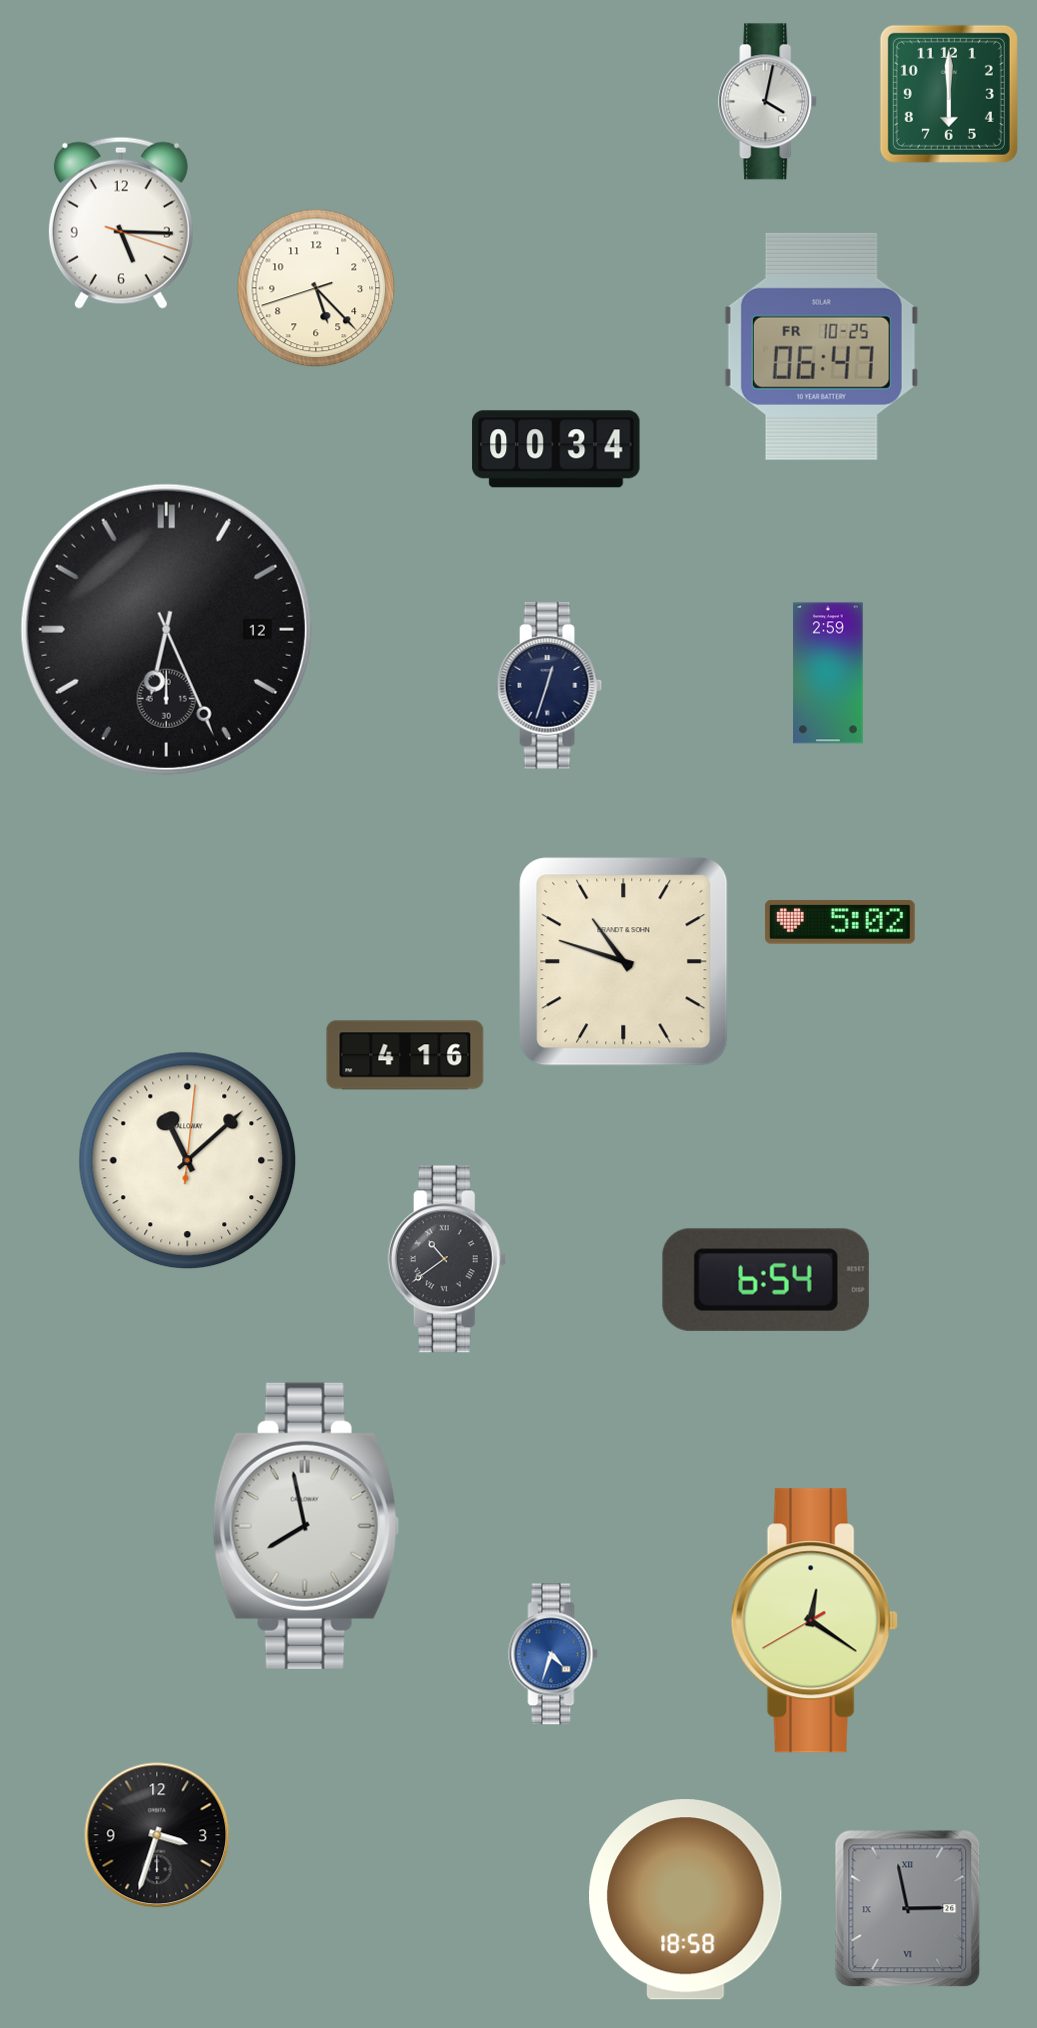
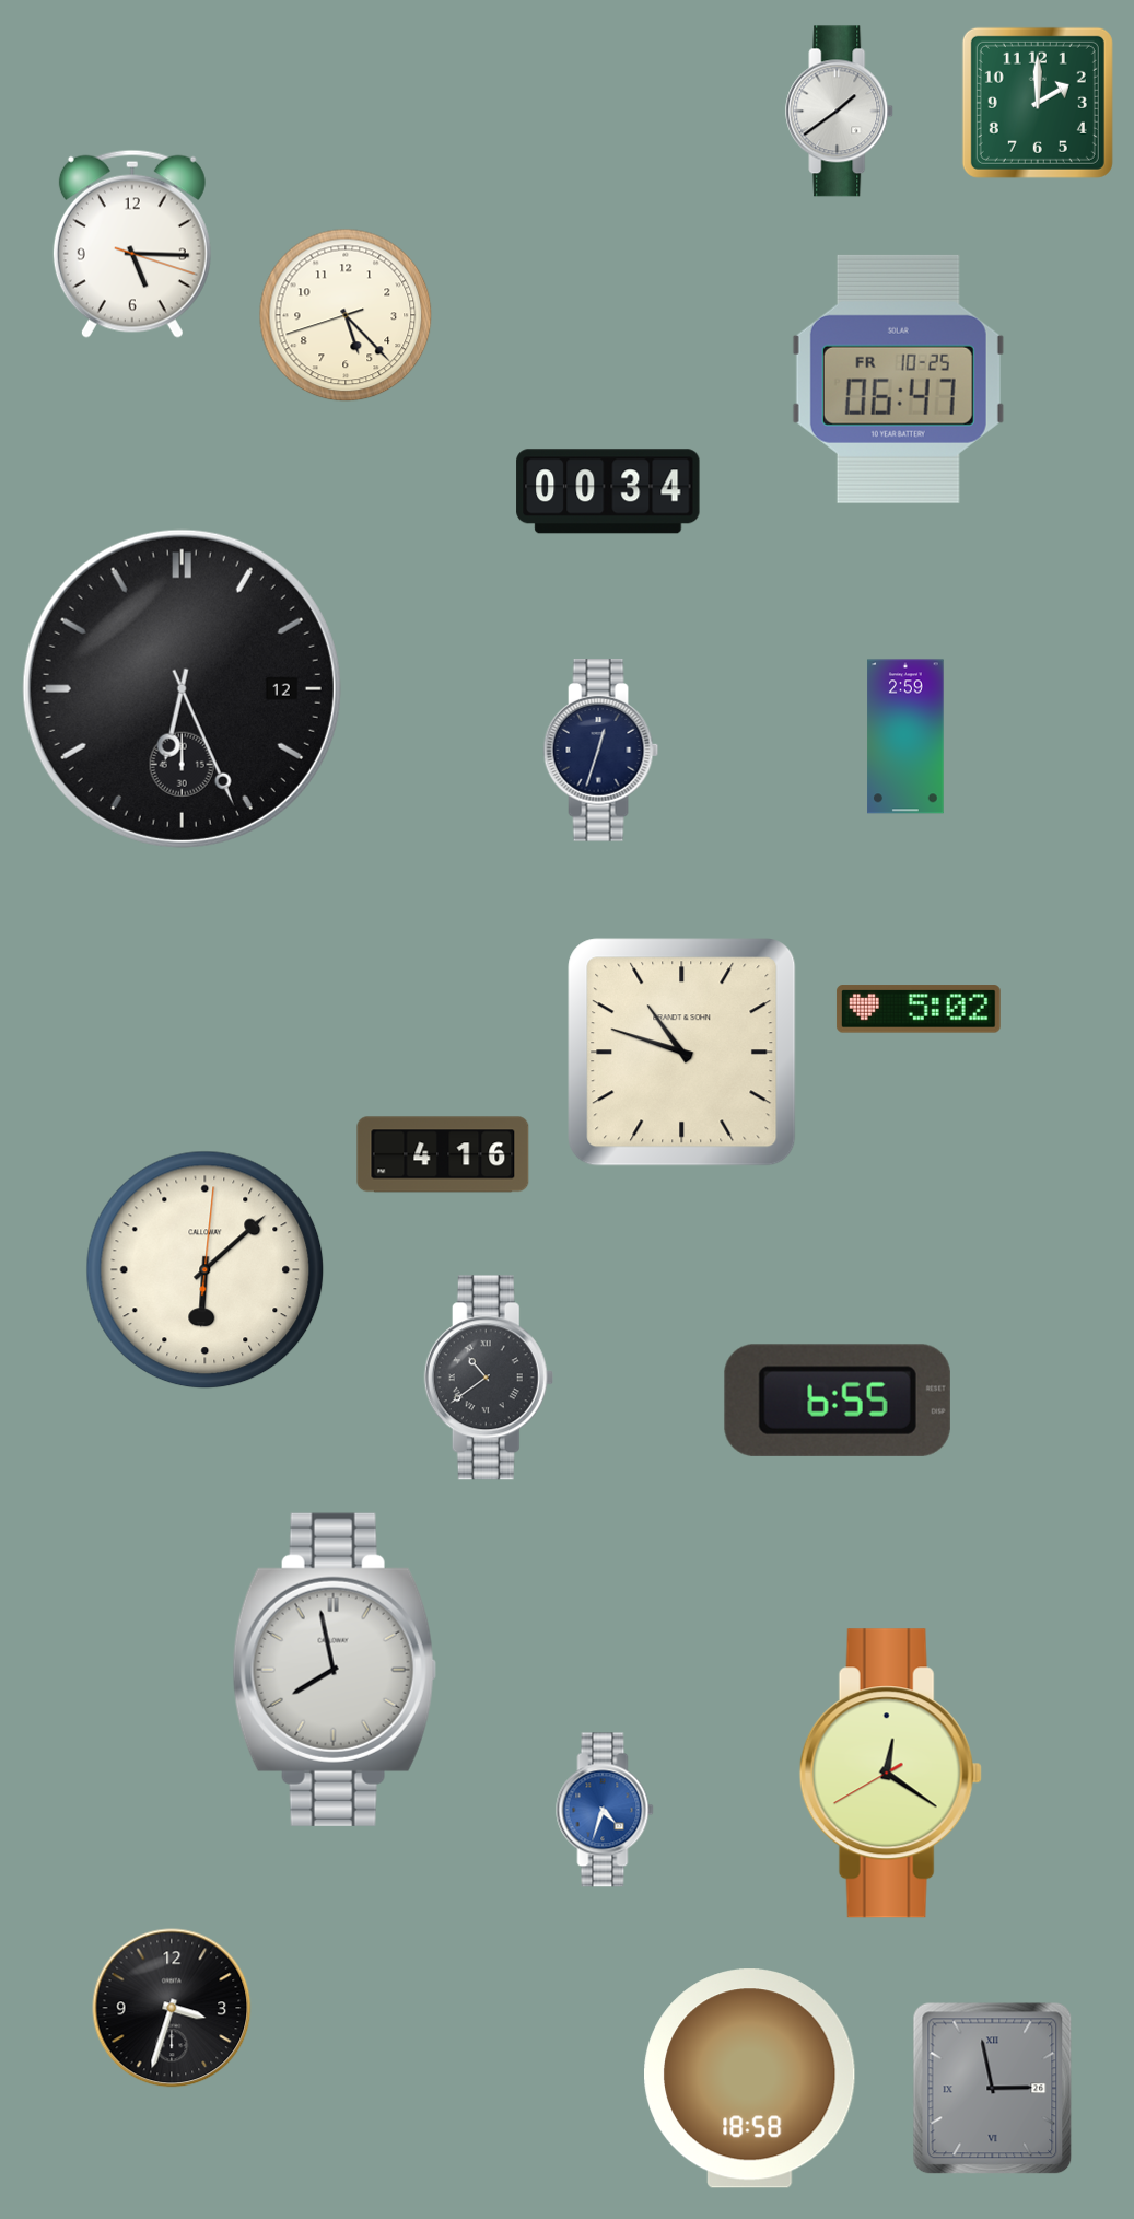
clock at (949, 94): 6:00 -> 2:00
clock at (768, 102): 4:02 -> 1:39
clock at (188, 1161): 11:08 -> 6:08
clock at (766, 1280): 6:54 -> 6:55
